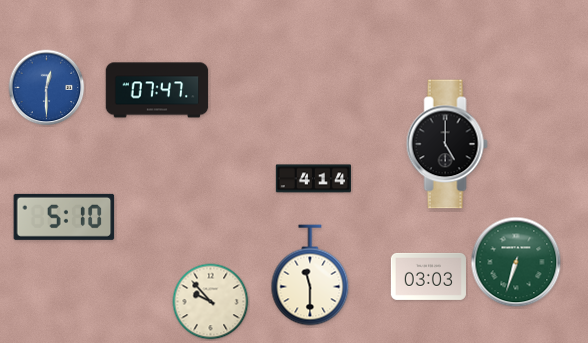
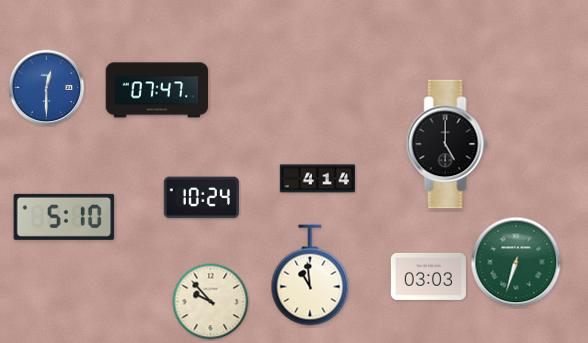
clock at (313, 179) position: (313, 179) -> (317, 179)
clock at (201, 198): none -> 10:24
clock at (310, 275): 11:30 -> 10:59
